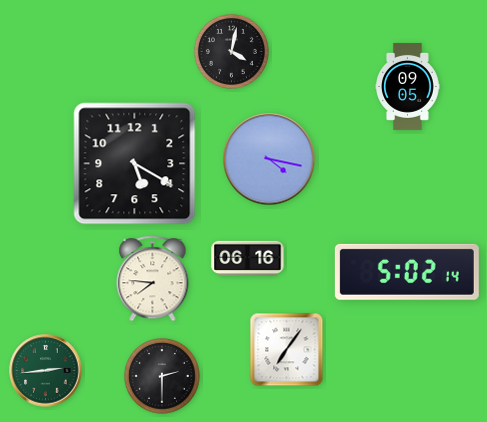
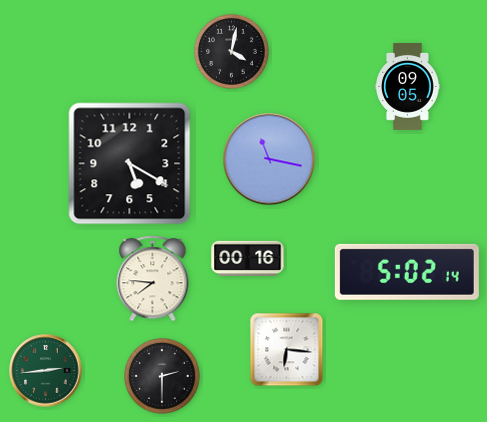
clock at (269, 159): 4:17 -> 11:17
clock at (135, 164) position: (135, 164) -> (130, 164)
clock at (248, 258): 06:16 -> 00:16
clock at (287, 350): 7:06 -> 6:16
